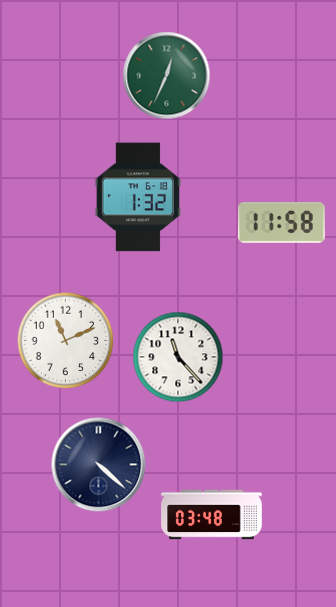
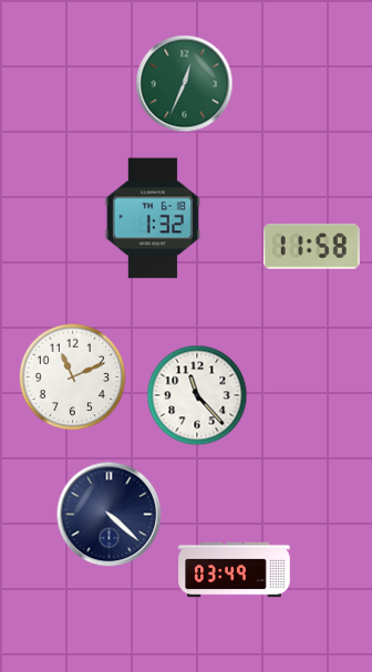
clock at (212, 515): 03:48 -> 03:49
